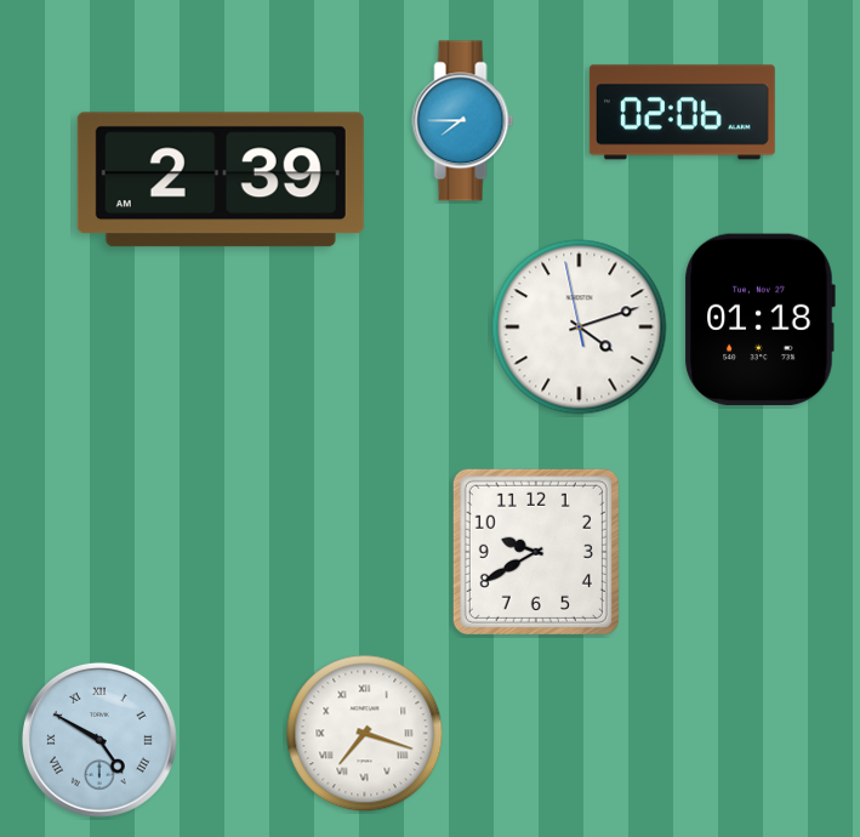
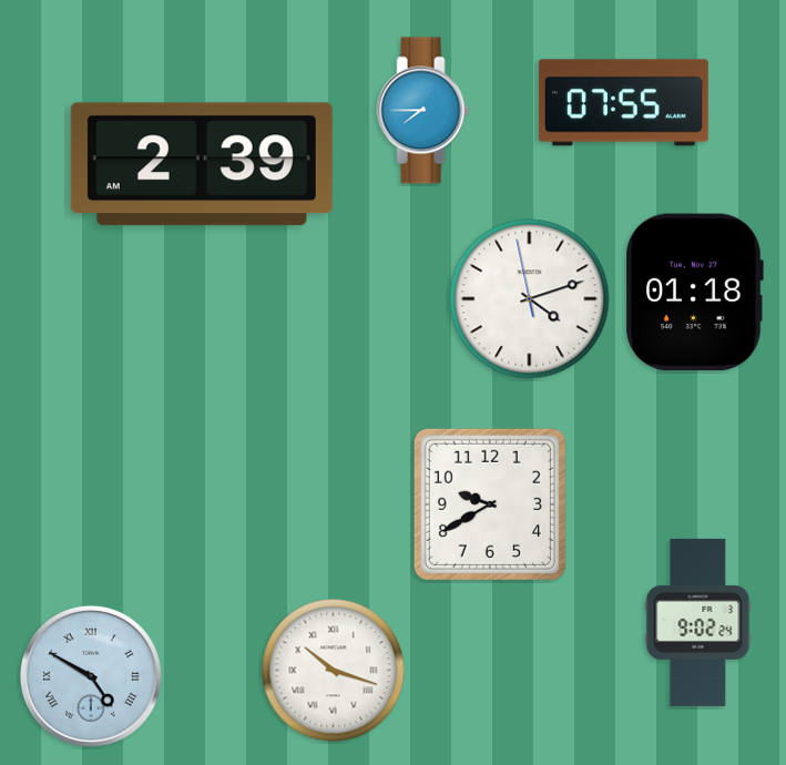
clock at (682, 113): 02:06 -> 07:55
clock at (698, 622): none -> 9:02
clock at (365, 734): 7:18 -> 10:18
